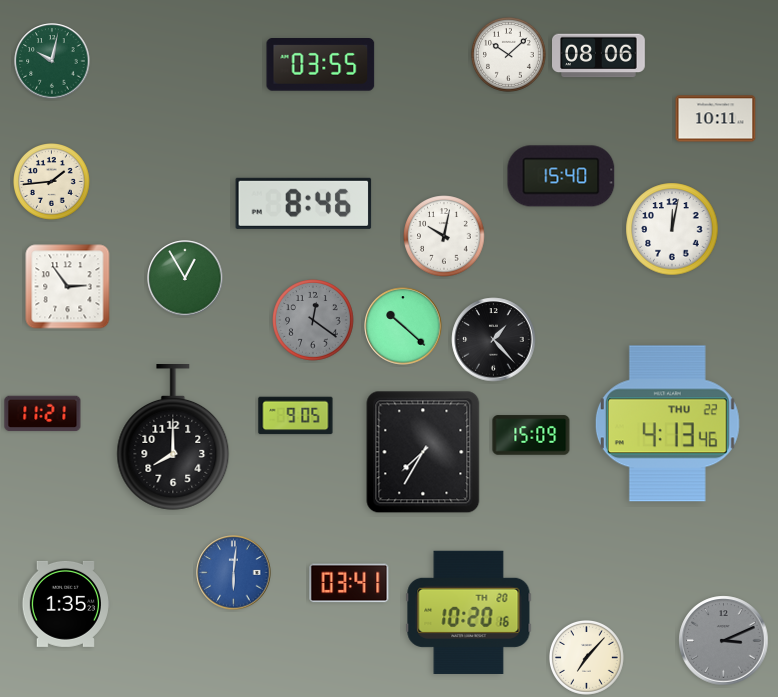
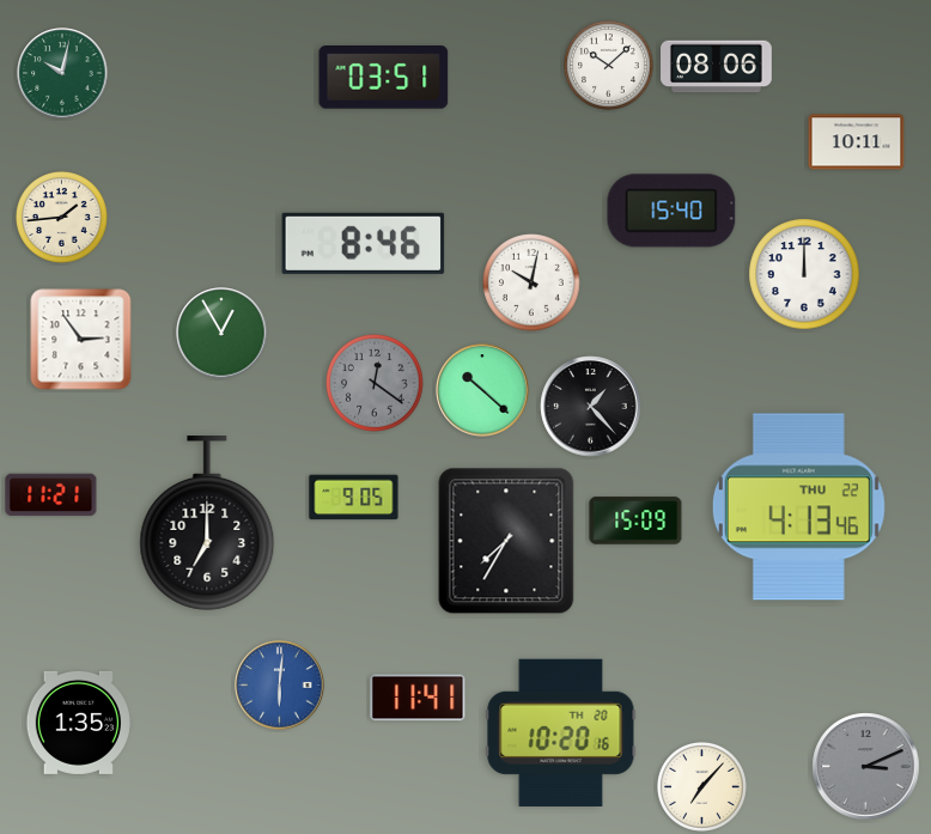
clock at (321, 65): 03:55 -> 03:51
clock at (672, 229): 12:02 -> 12:00
clock at (68, 287) position: (68, 287) -> (81, 340)
clock at (173, 438): 8:00 -> 7:00
clock at (349, 583): 03:41 -> 11:41
